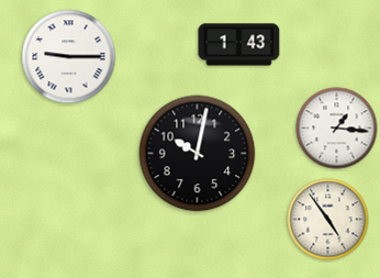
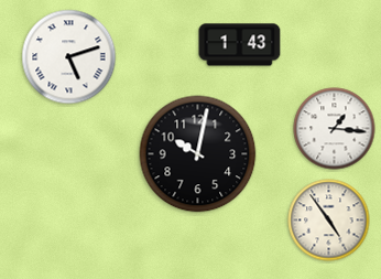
clock at (69, 57): 9:15 -> 5:12
clock at (337, 129) position: (337, 129) -> (335, 129)
